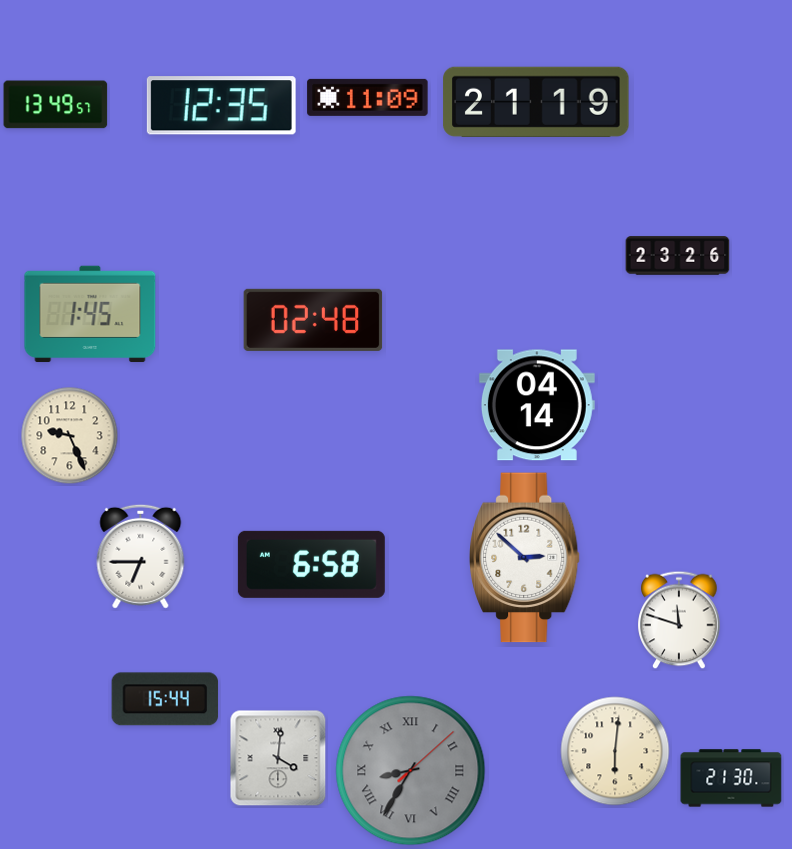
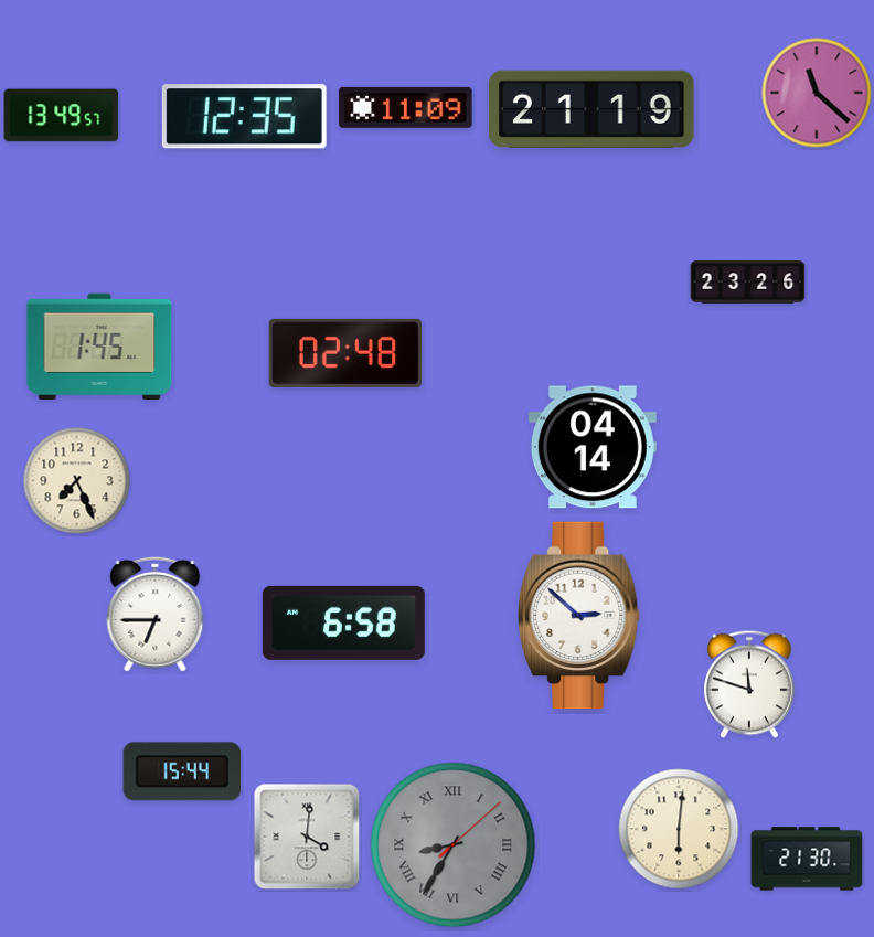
clock at (817, 93): none -> 11:22
clock at (536, 102) position: (536, 102) -> (591, 109)
clock at (70, 436): 9:26 -> 7:26
clock at (411, 771) position: (411, 771) -> (454, 845)
